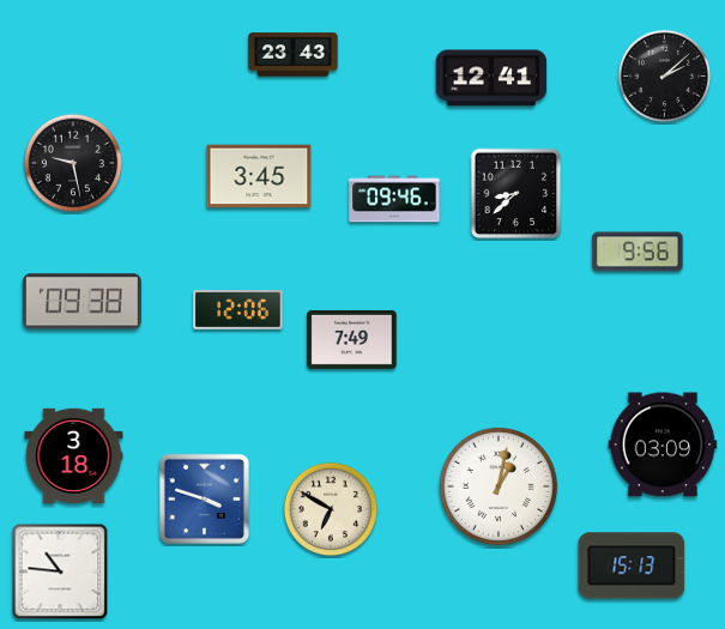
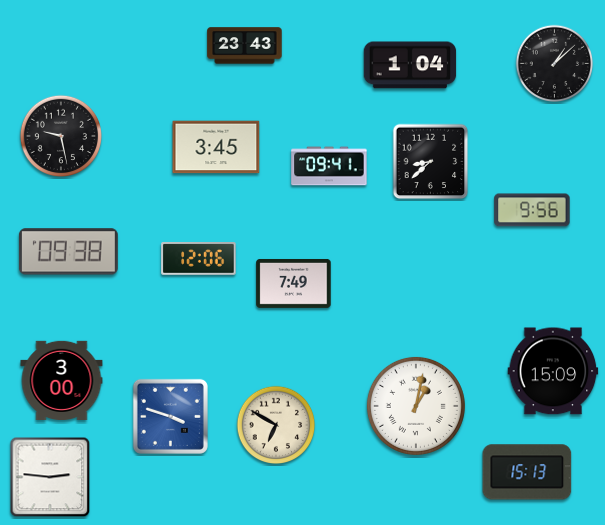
clock at (665, 77): 2:08 -> 1:08
clock at (491, 78): 12:41 -> 1:04
clock at (394, 199): 09:46 -> 09:41
clock at (663, 444): 03:09 -> 15:09
clock at (74, 455): 3:18 -> 3:00
clock at (60, 571): 10:46 -> 2:46
